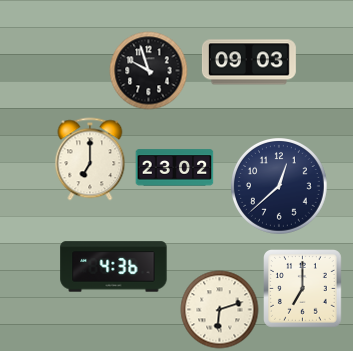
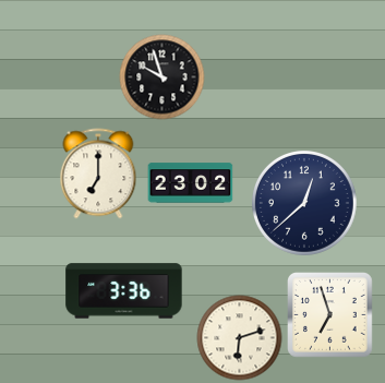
clock at (249, 62): 09:03 -> none
clock at (114, 267): 4:36 -> 3:36
clock at (303, 289): 7:00 -> 6:57
